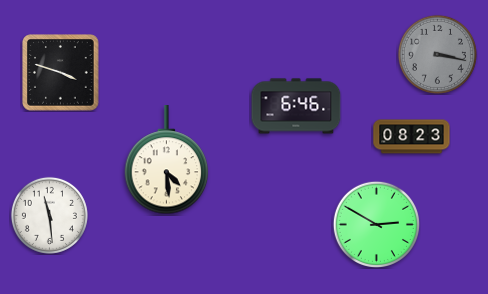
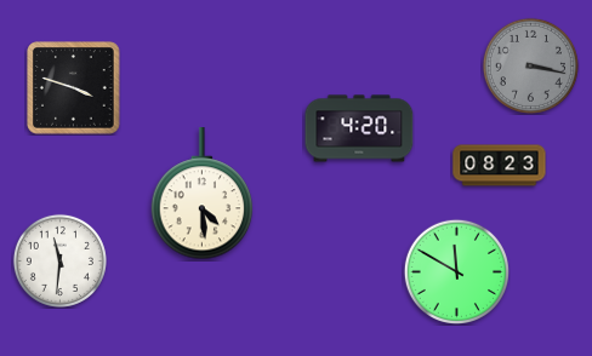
clock at (296, 106): 6:46 -> 4:20
clock at (49, 215): 11:29 -> 11:31
clock at (376, 224): 2:50 -> 11:50
